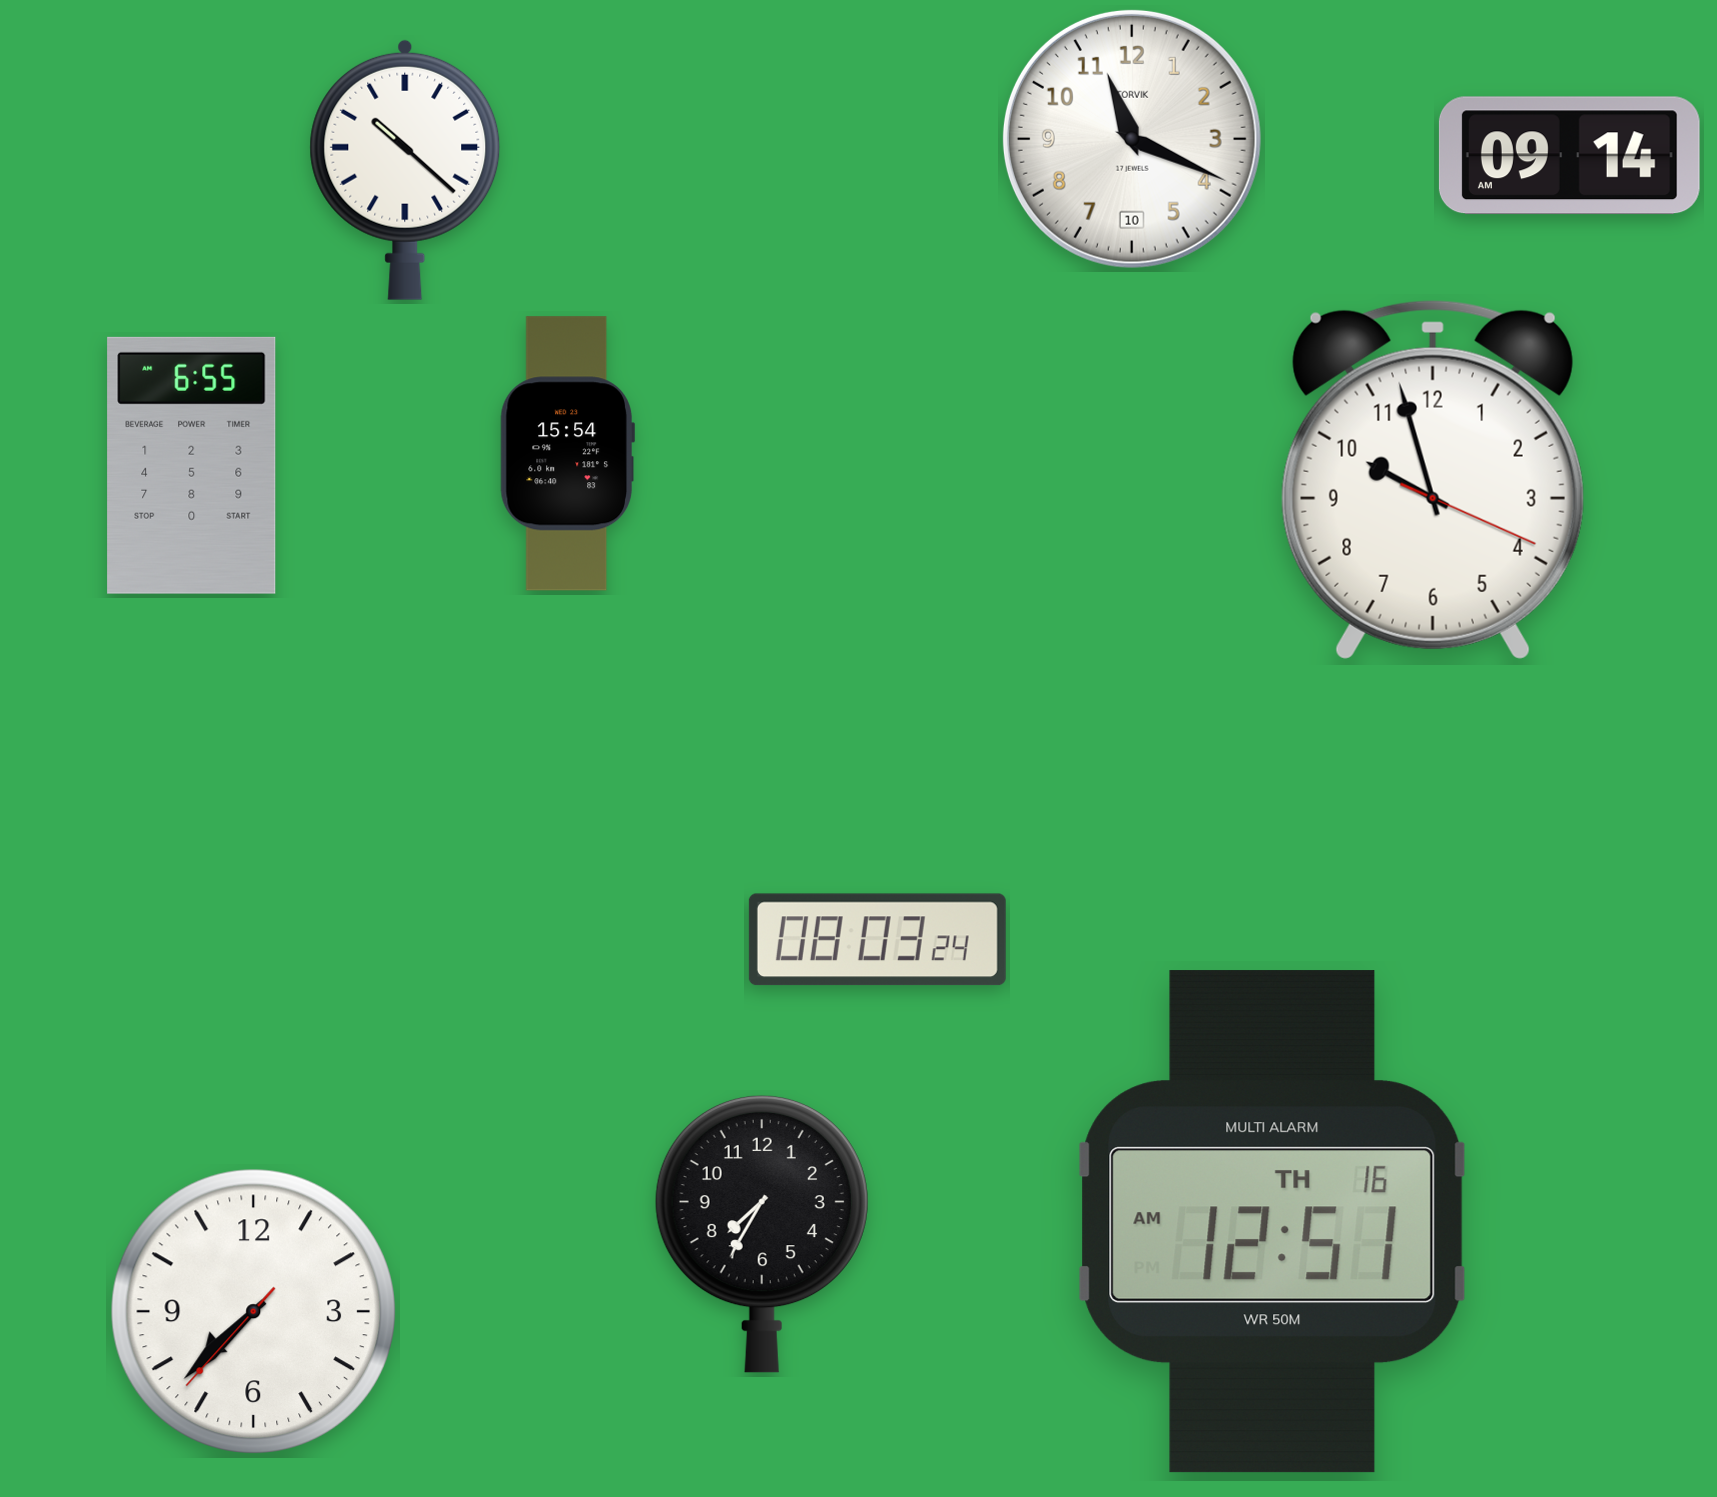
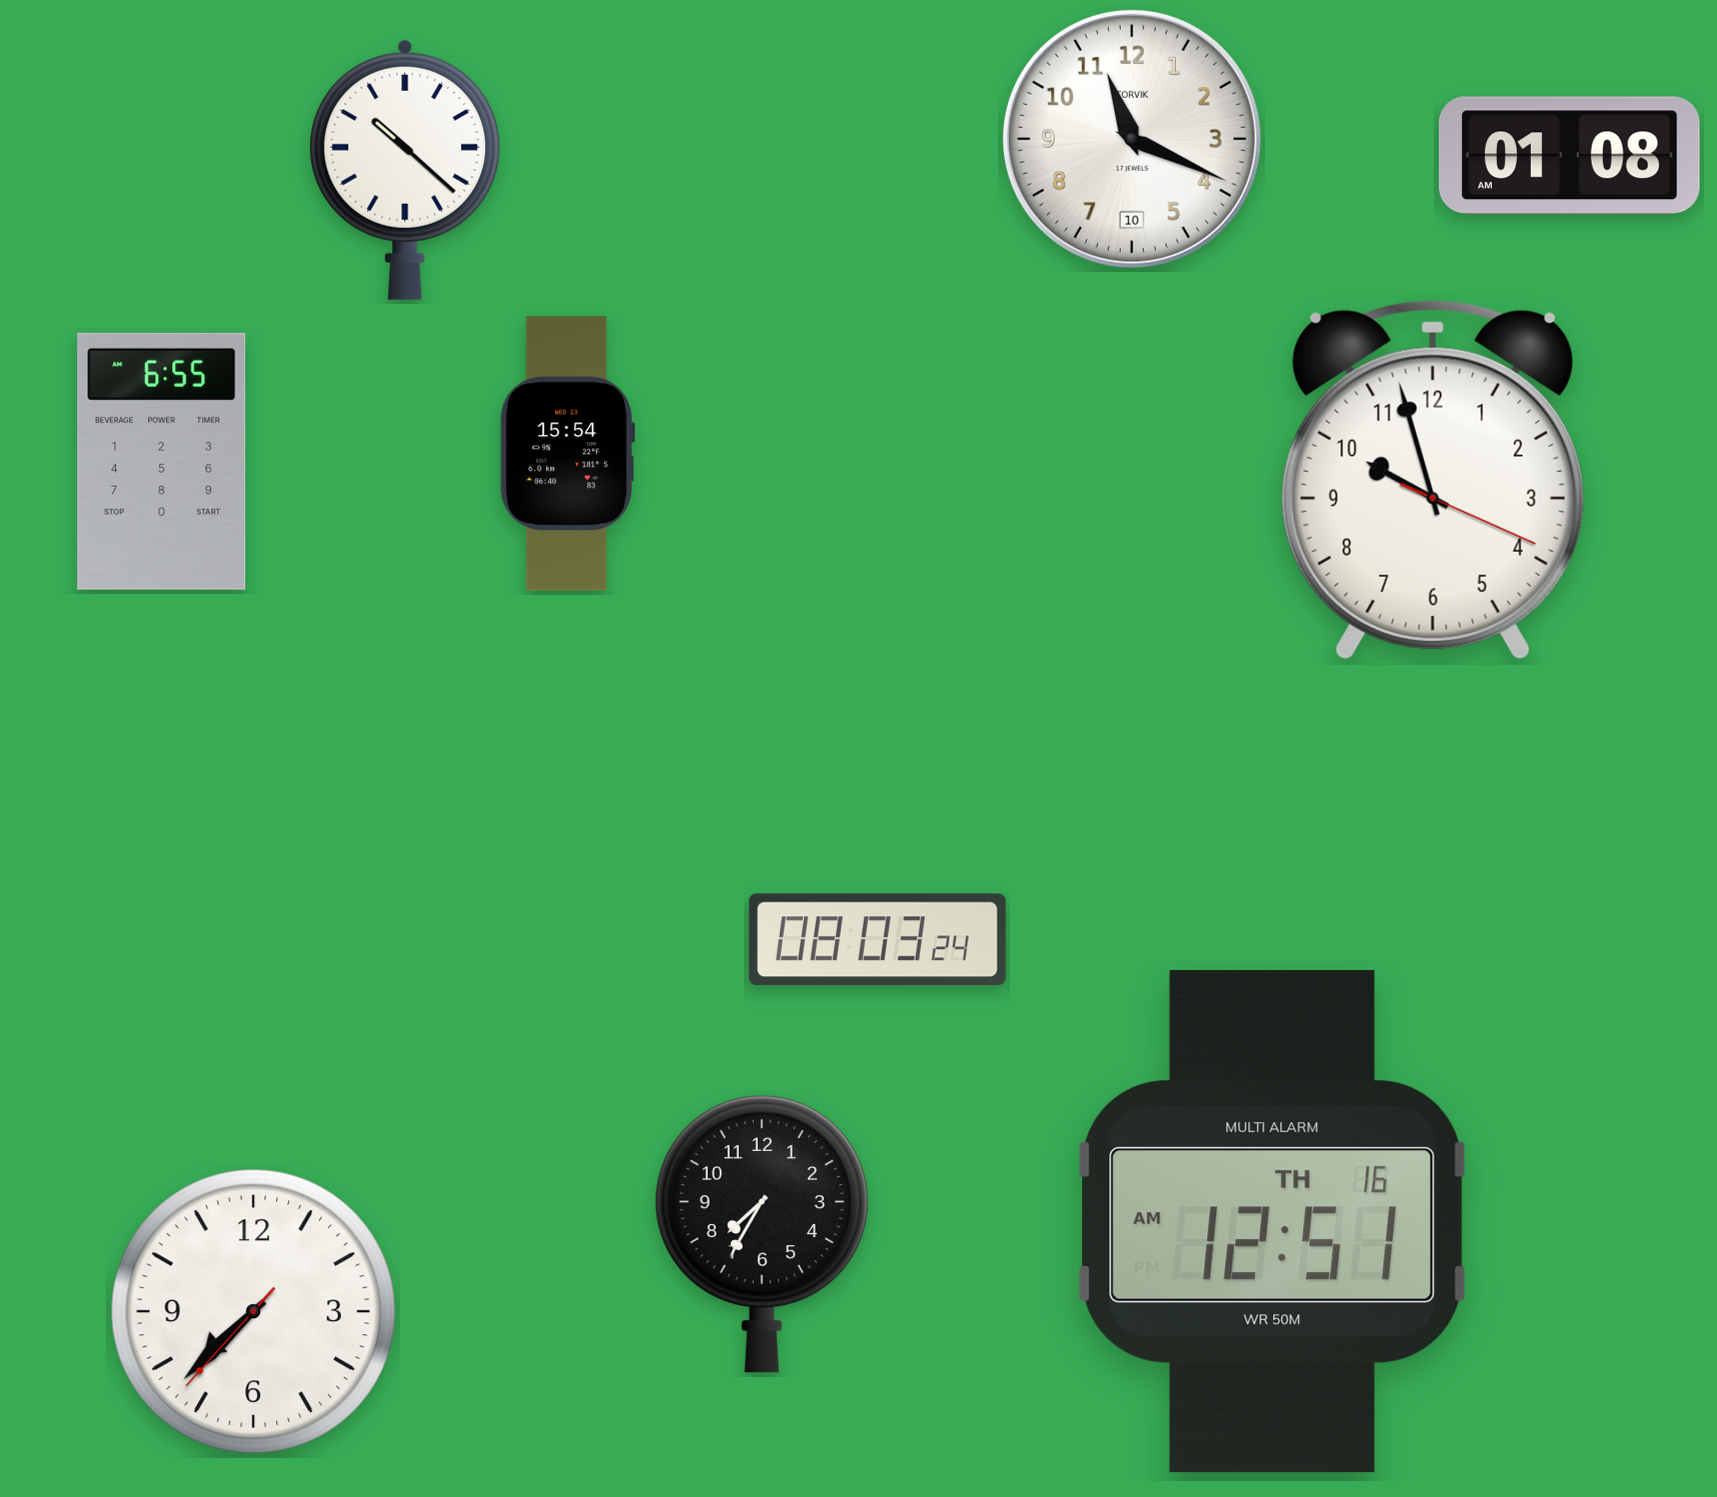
clock at (1569, 156): 09:14 -> 01:08
clock at (192, 465) position: (192, 465) -> (162, 461)
